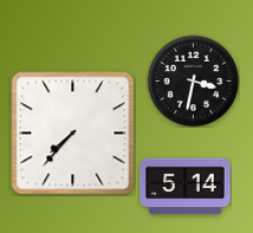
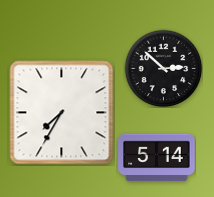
clock at (193, 80): 3:32 -> 2:52
clock at (73, 134): 7:37 -> 7:35
